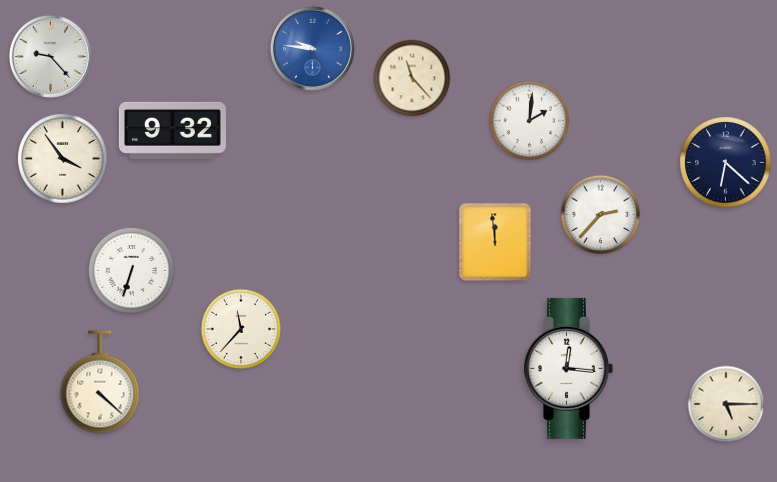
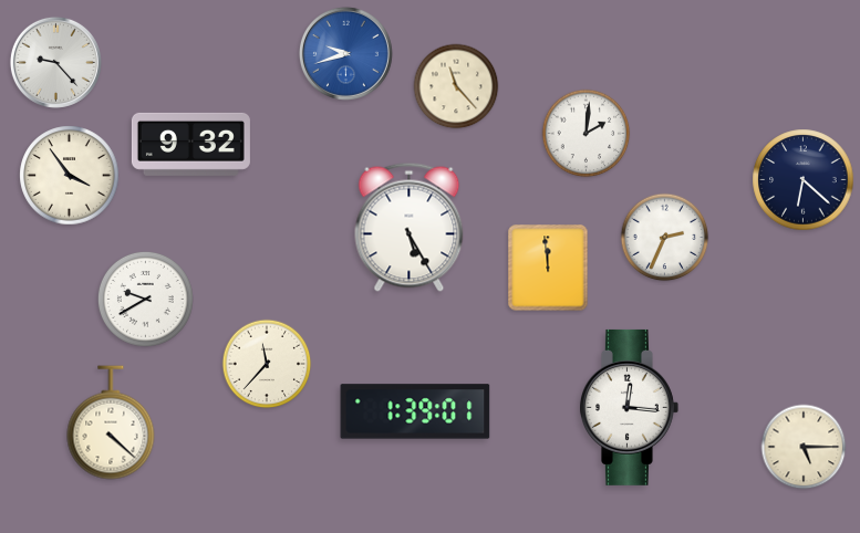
clock at (312, 48): 9:46 -> 9:42
clock at (410, 227): none -> 5:25
clock at (601, 215): 2:37 -> 2:34
clock at (131, 270): 6:33 -> 9:40
clock at (415, 411): none -> 1:39
